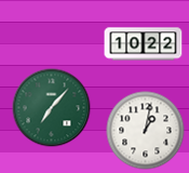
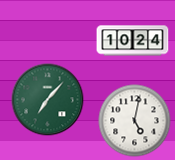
clock at (144, 44): 10:22 -> 10:24
clock at (146, 131): 1:02 -> 5:02
